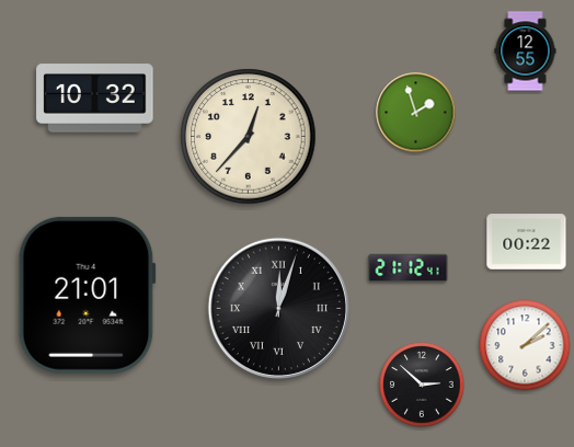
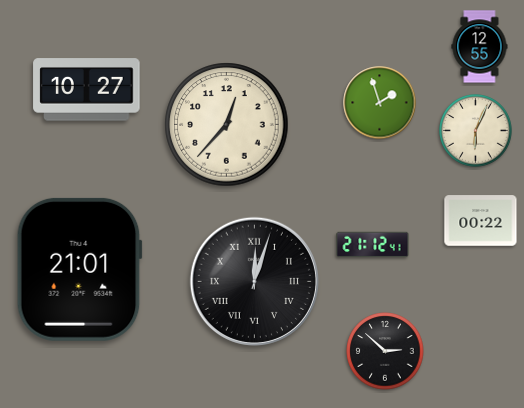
clock at (95, 99): 10:32 -> 10:27
clock at (476, 131): none -> 6:04
clock at (525, 345): 2:08 -> none
